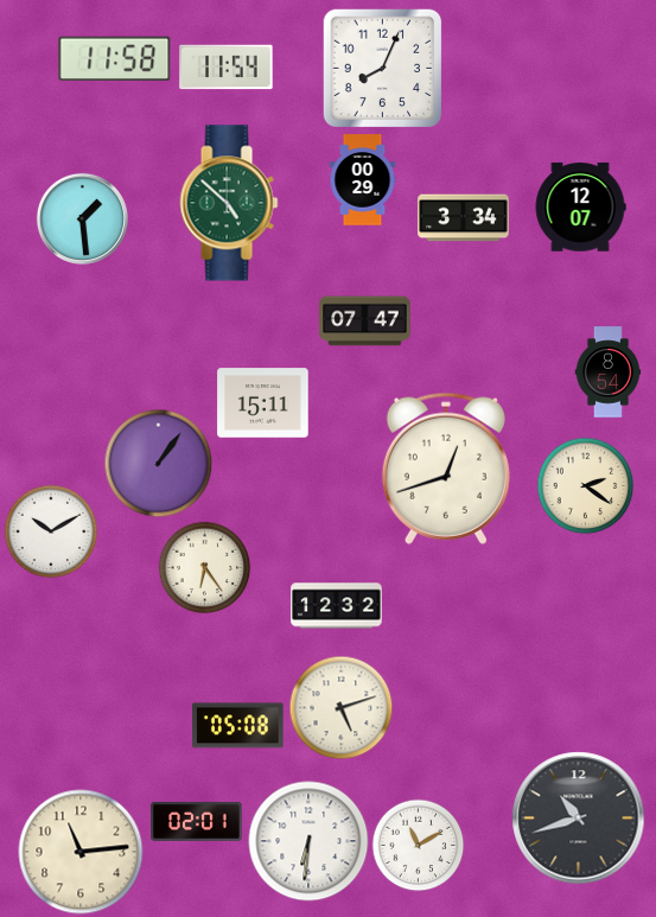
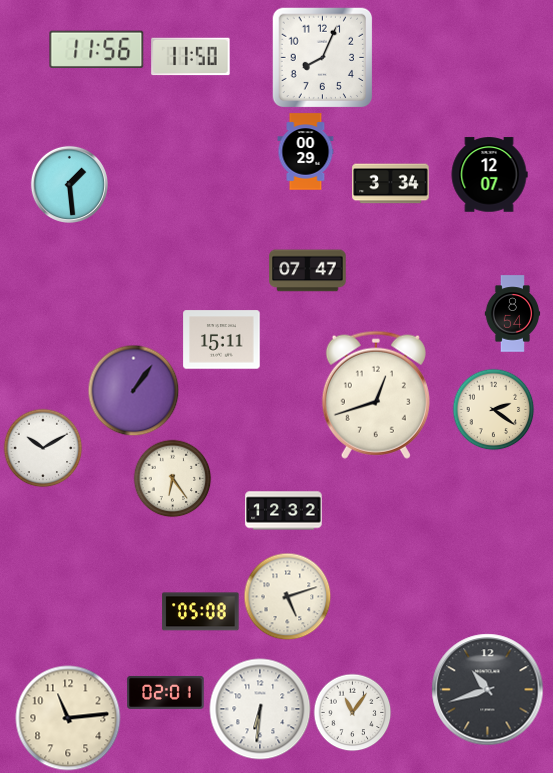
clock at (115, 58): 11:58 -> 11:56
clock at (227, 68): 11:54 -> 11:50
clock at (229, 203): 4:52 -> none
clock at (418, 845): 11:10 -> 11:06
